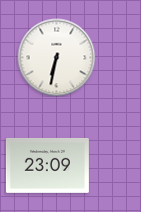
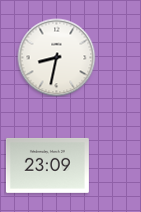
clock at (56, 57): 6:32 -> 8:32
